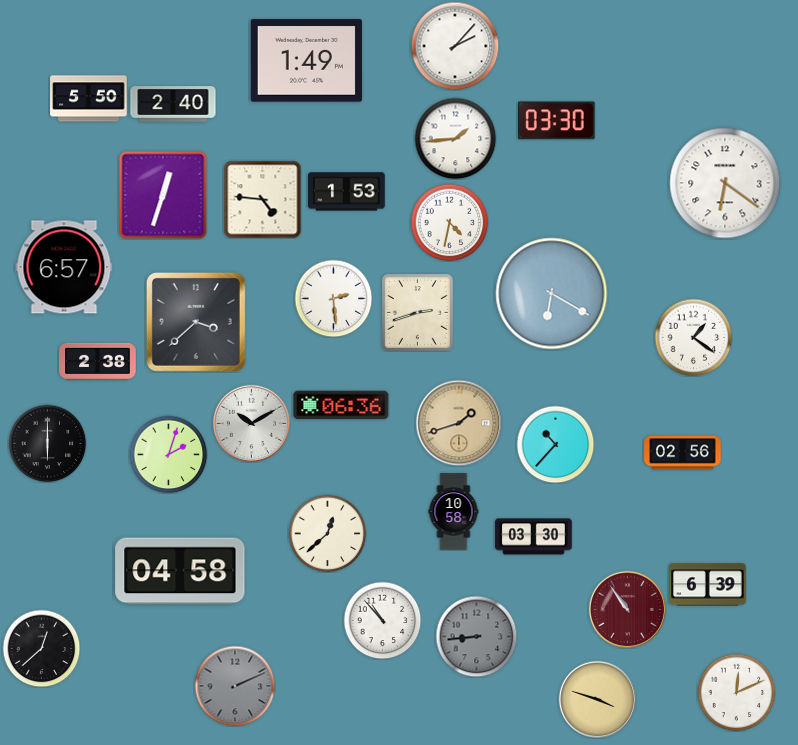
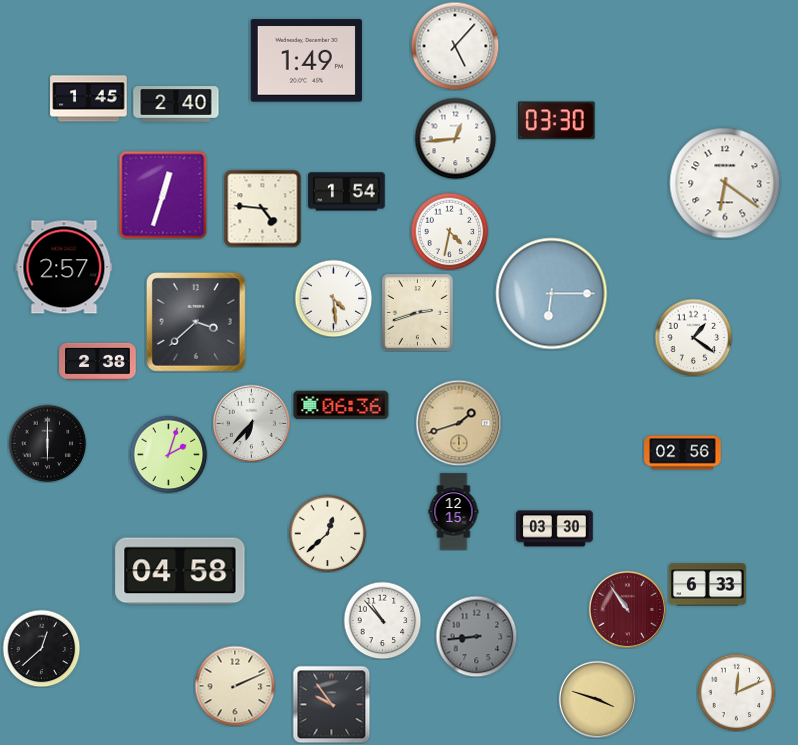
clock at (455, 46): 2:07 -> 5:07
clock at (89, 99): 5:50 -> 1:45
clock at (173, 104) position: (173, 104) -> (176, 104)
clock at (455, 138): 1:44 -> 12:44
clock at (347, 192): 1:53 -> 1:54
clock at (262, 199) position: (262, 199) -> (262, 208)
clock at (449, 222) position: (449, 222) -> (449, 231)
clock at (64, 267): 6:57 -> 2:57
clock at (552, 294): 6:20 -> 6:15
clock at (333, 298): 2:29 -> 4:29
clock at (251, 423): 10:10 -> 6:37
clock at (555, 444): 10:37 -> none
clock at (454, 512): 10:58 -> 12:15
clock at (534, 537) position: (534, 537) -> (555, 529)
clock at (708, 585): 6:39 -> 6:33
clock at (235, 686) dial: grey -> cream
clock at (331, 704): none -> 9:54
